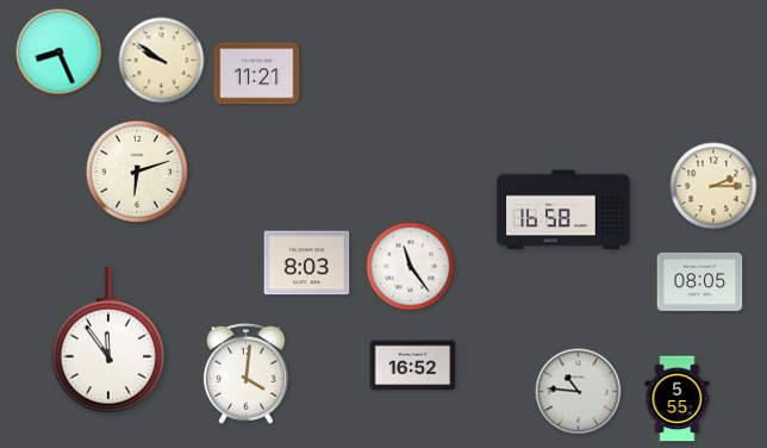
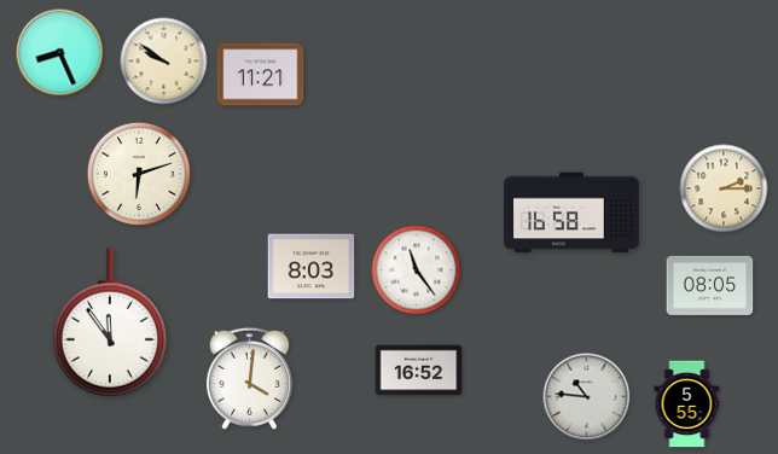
clock at (108, 340) position: (108, 340) -> (110, 322)
